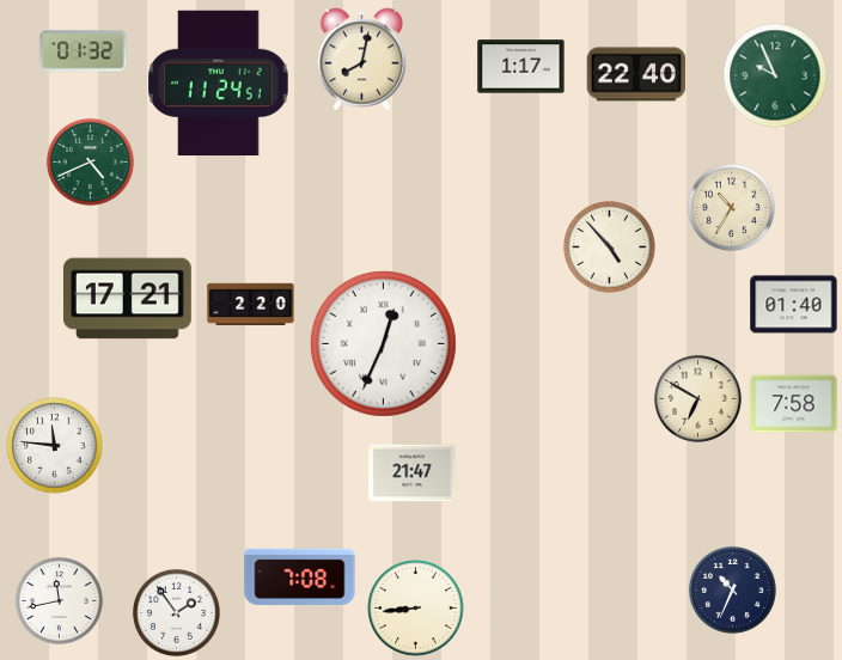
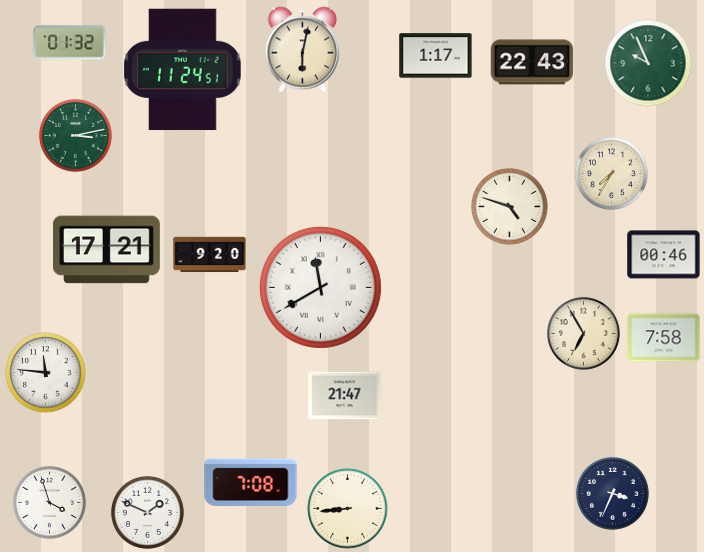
clock at (362, 60): 8:02 -> 6:02
clock at (636, 74): 22:40 -> 22:43
clock at (90, 161): 4:41 -> 3:13
clock at (731, 207): 10:35 -> 7:35
clock at (610, 247): 4:53 -> 4:48
clock at (251, 305): 2:20 -> 9:20
clock at (794, 305): 01:40 -> 00:46
clock at (383, 343): 12:34 -> 11:40
clock at (697, 398): 6:50 -> 6:55
clock at (732, 589): 10:34 -> 3:34
clock at (59, 600): 11:43 -> 3:57
clock at (176, 612): 1:54 -> 1:49
